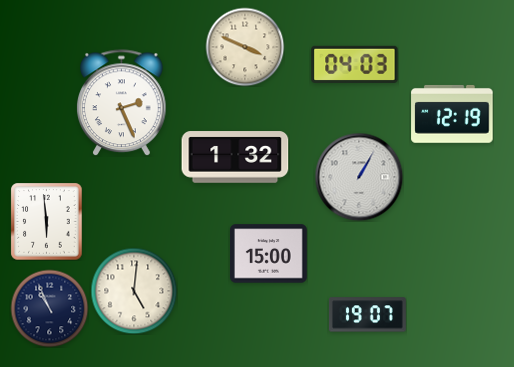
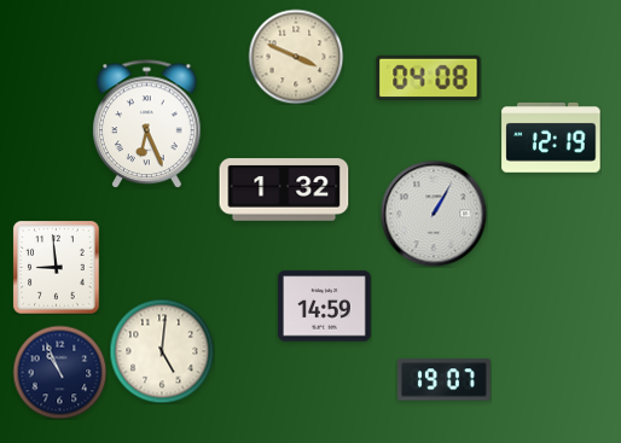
clock at (355, 64): 04:03 -> 04:08
clock at (122, 103): 2:26 -> 6:26
clock at (452, 114) position: (452, 114) -> (551, 138)
clock at (47, 221): 5:59 -> 8:59
clock at (268, 254): 15:00 -> 14:59
